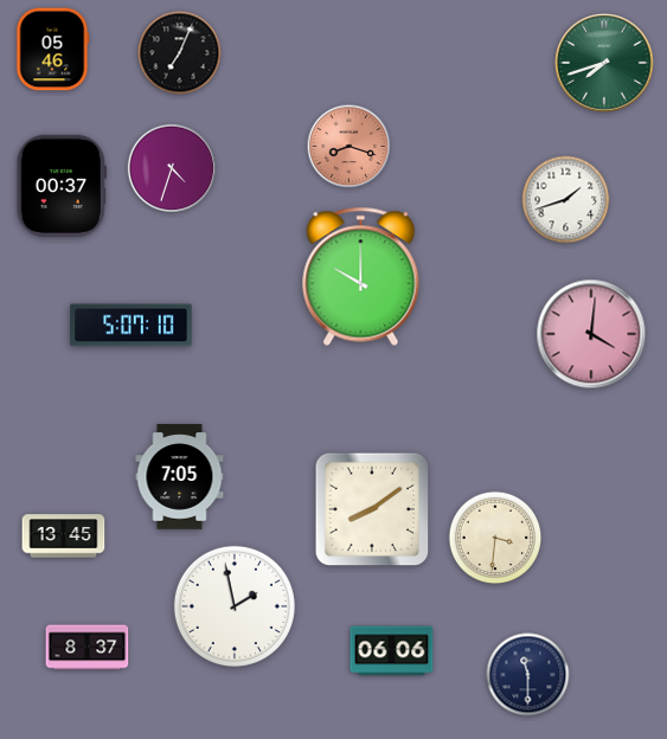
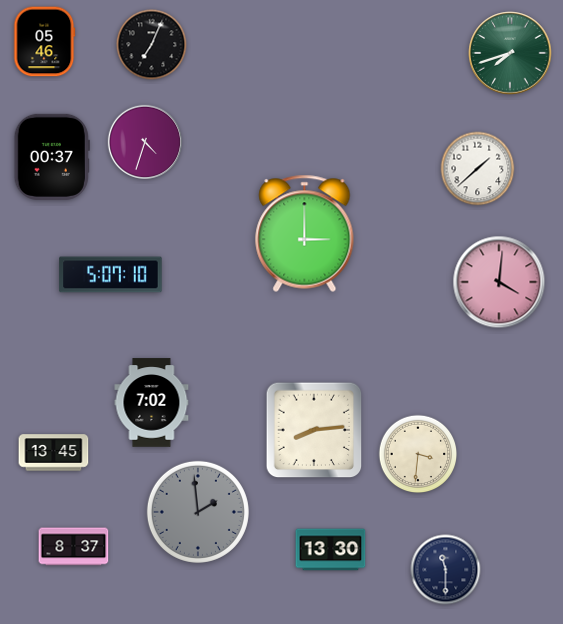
clock at (349, 147): 8:18 -> none
clock at (566, 200): 1:42 -> 1:38
clock at (361, 276): 10:00 -> 3:00
clock at (180, 477): 7:05 -> 7:02
clock at (372, 509): 8:09 -> 8:14
clock at (235, 606): 1:58 -> 1:59
clock at (235, 606) dial: white -> grey
clock at (392, 651): 06:06 -> 13:30
